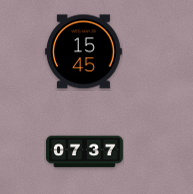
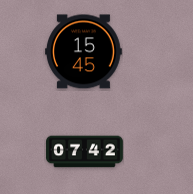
clock at (85, 152): 07:37 -> 07:42
